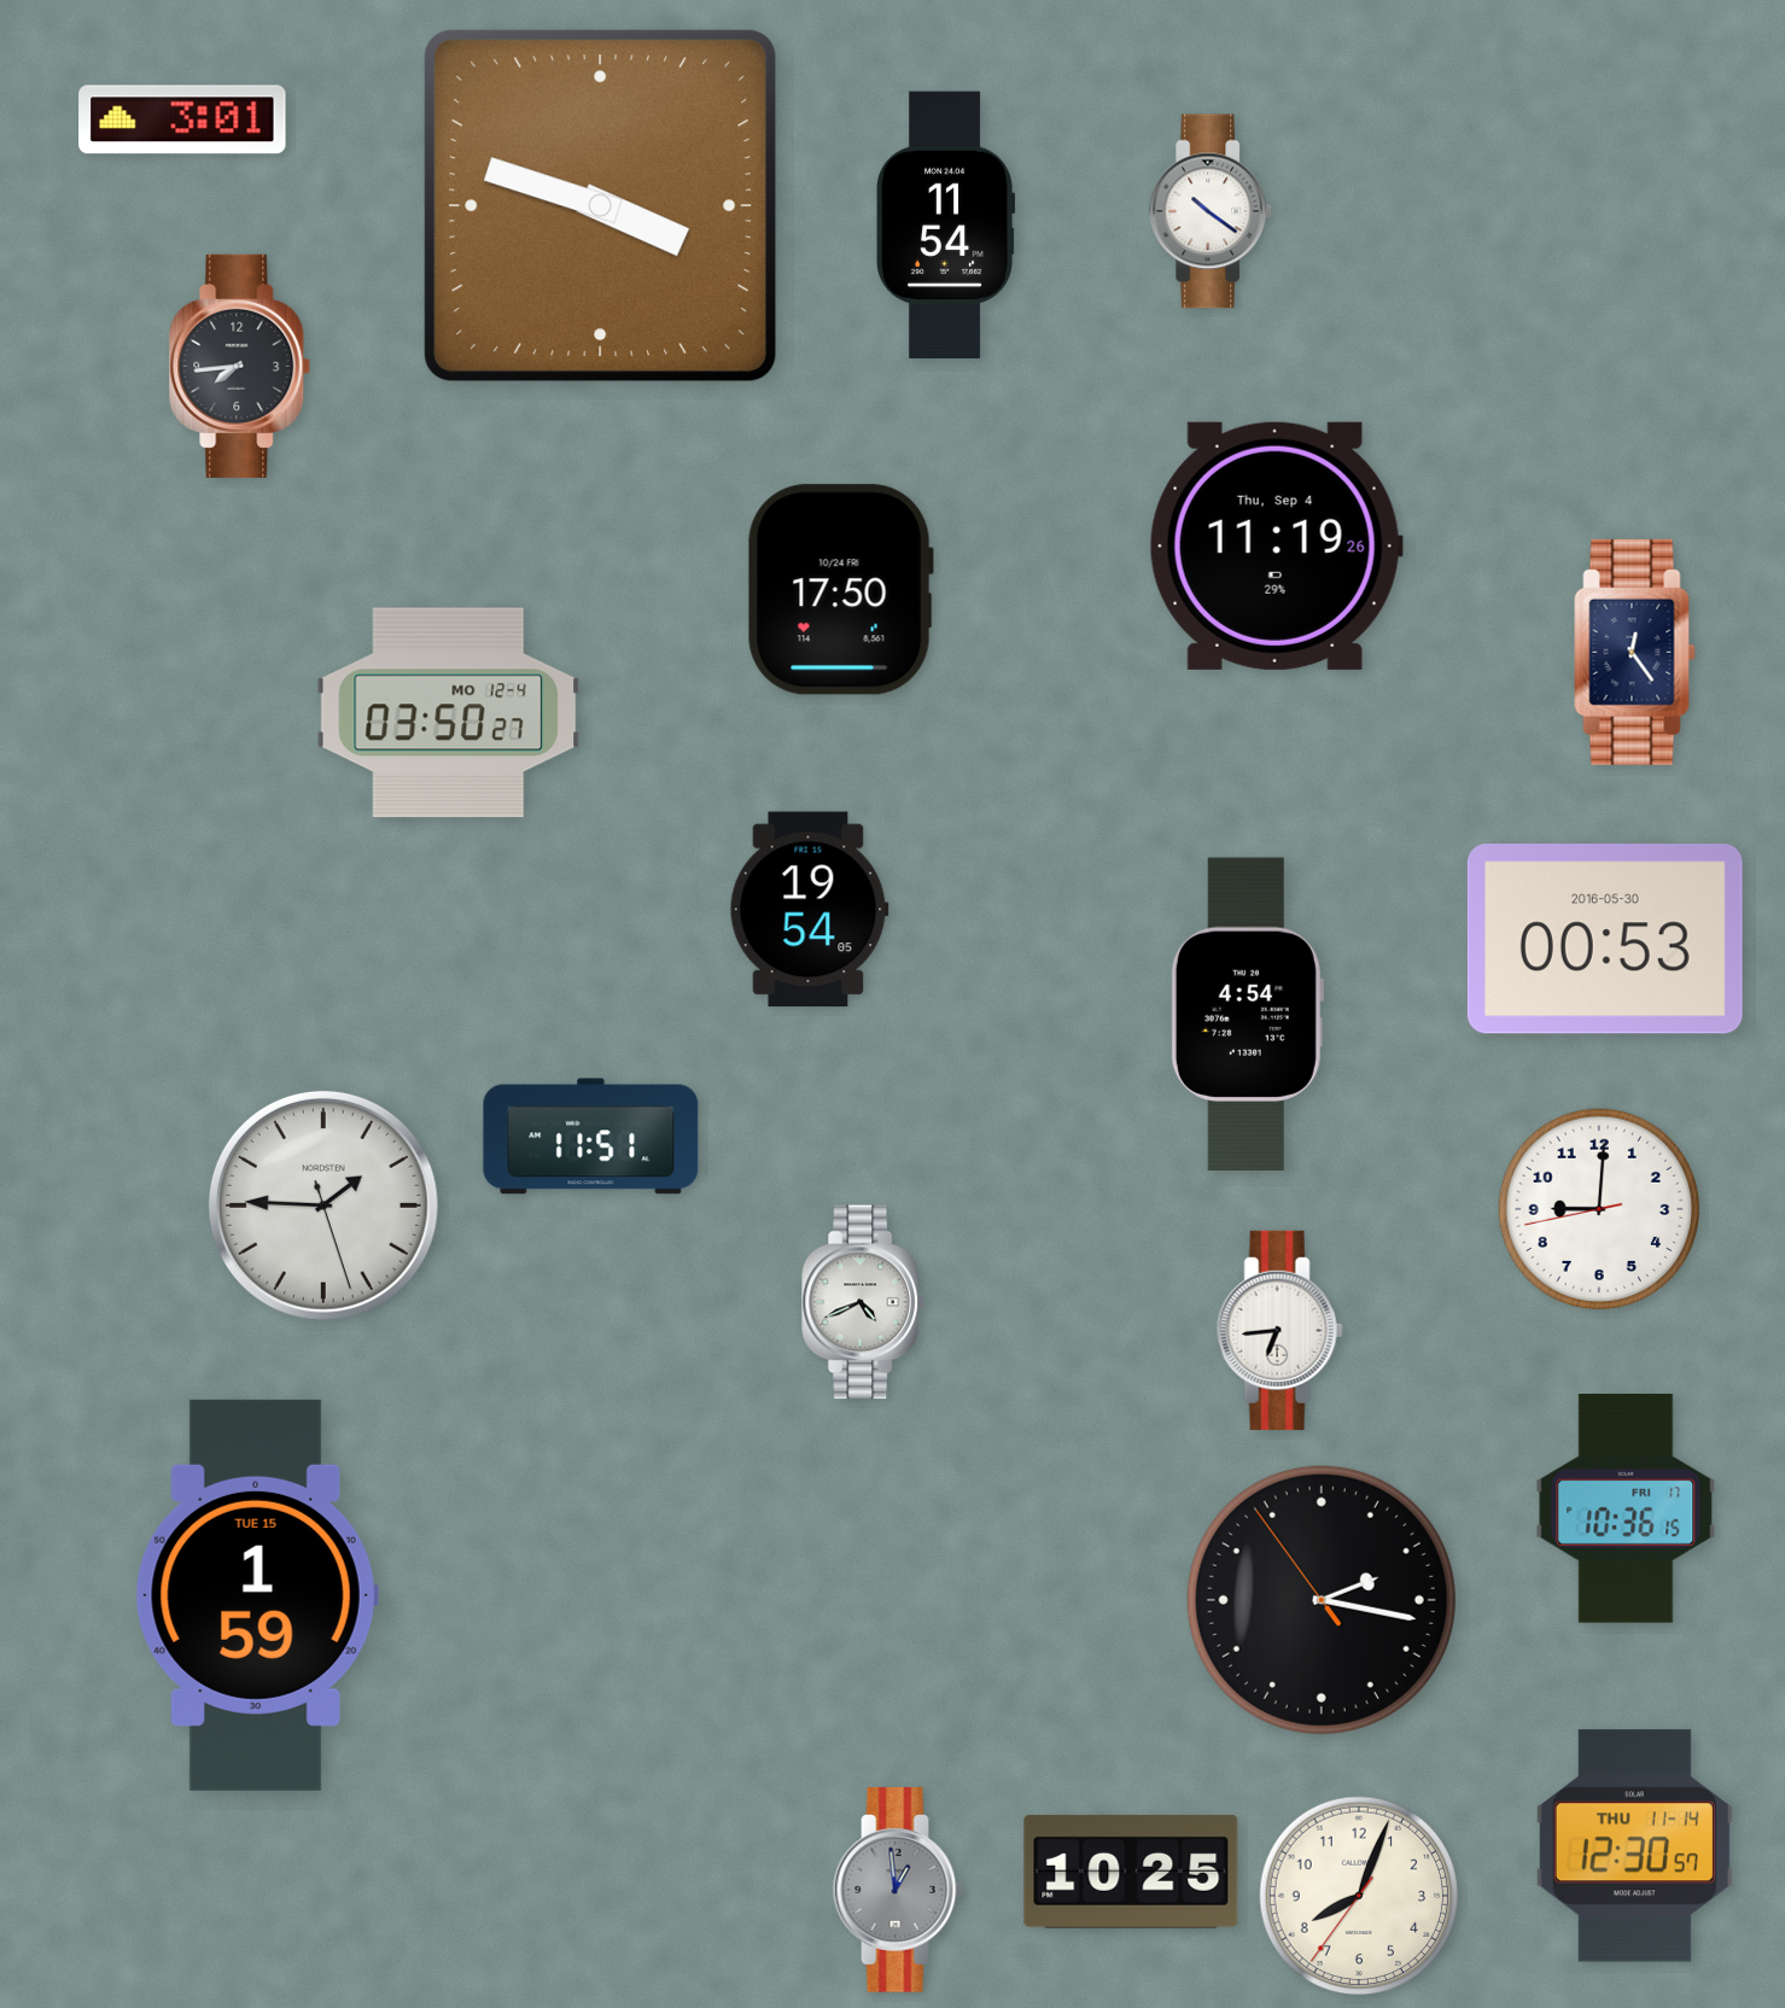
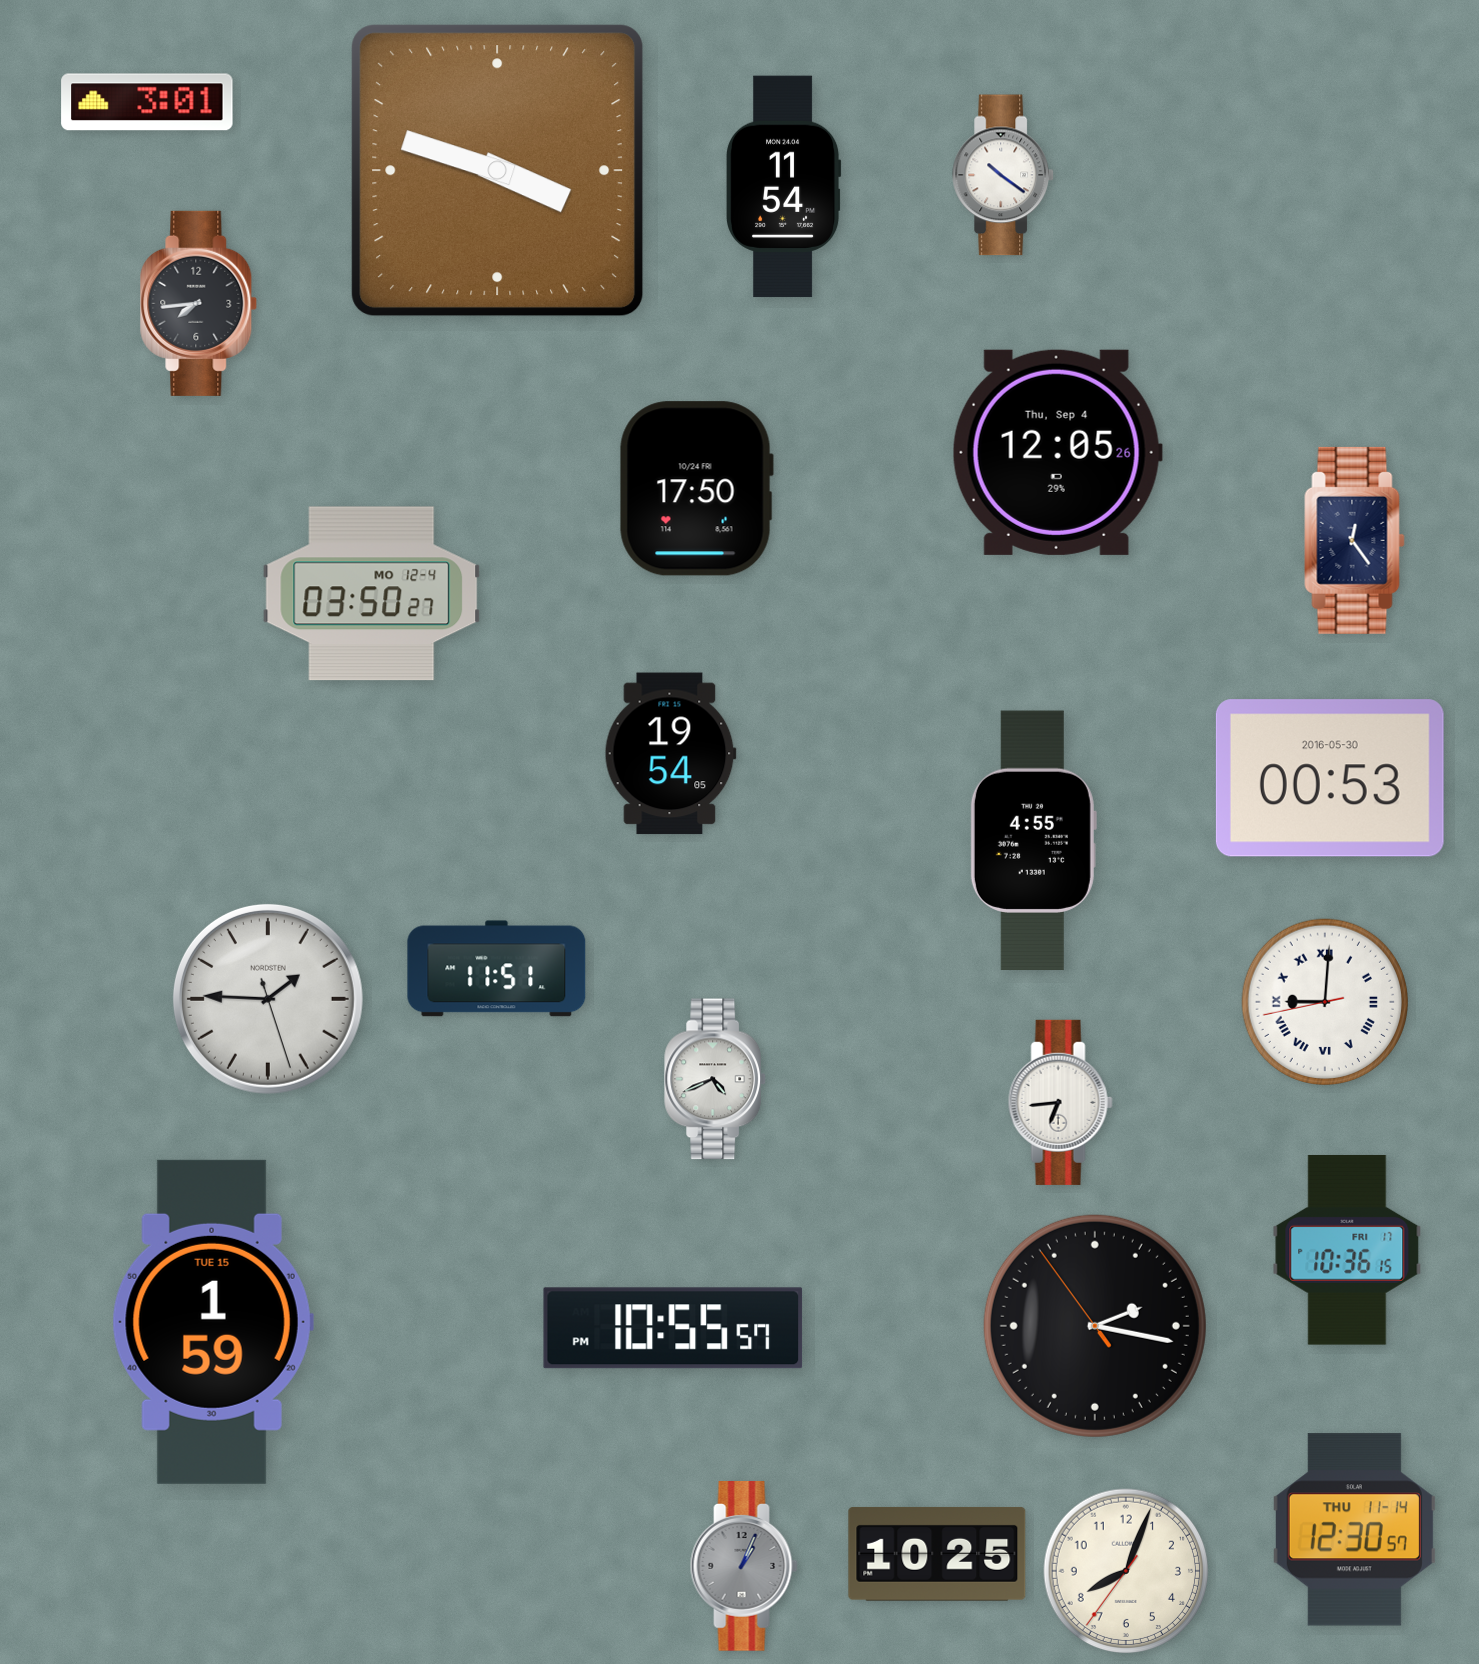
clock at (182, 119) position: (182, 119) -> (147, 102)
clock at (1276, 545): 11:19 -> 12:05
clock at (449, 713) position: (449, 713) -> (372, 594)
clock at (1247, 1015): 4:54 -> 4:55
clock at (591, 1137) position: (591, 1137) -> (497, 969)
clock at (1598, 1208) numerals: Arabic -> Roman
clock at (673, 1328): none -> 10:55
clock at (1131, 1872) position: (1131, 1872) -> (937, 1554)
clock at (898, 1891): 12:59 -> 1:04
